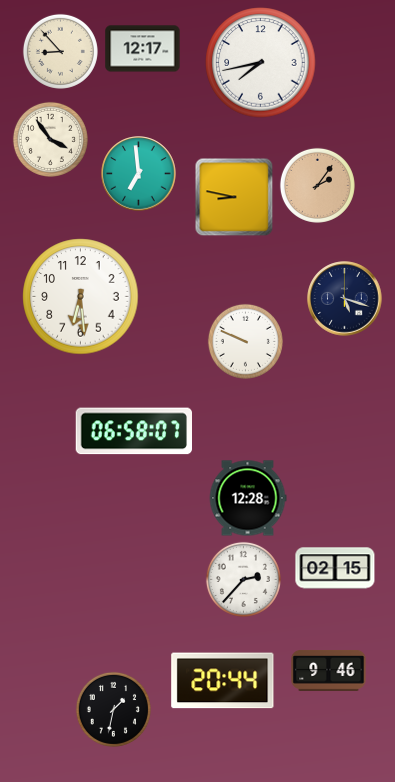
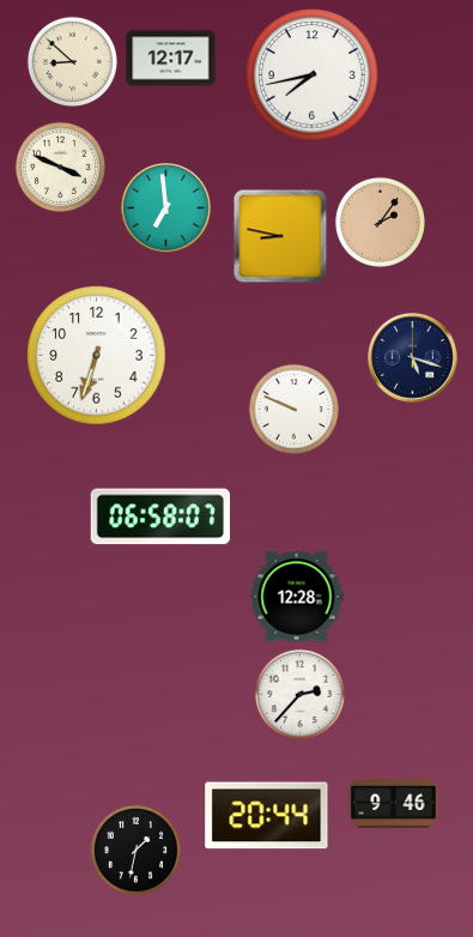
clock at (60, 51): 8:53 -> 8:52
clock at (50, 139): 3:54 -> 3:49
clock at (81, 297): 6:29 -> 6:33
clock at (335, 568): 02:15 -> none
clock at (243, 579) position: (243, 579) -> (299, 694)
